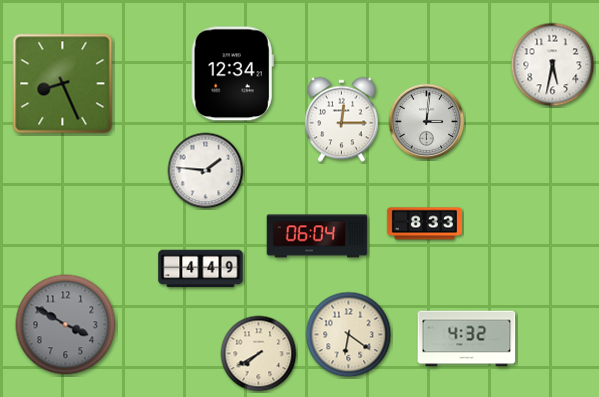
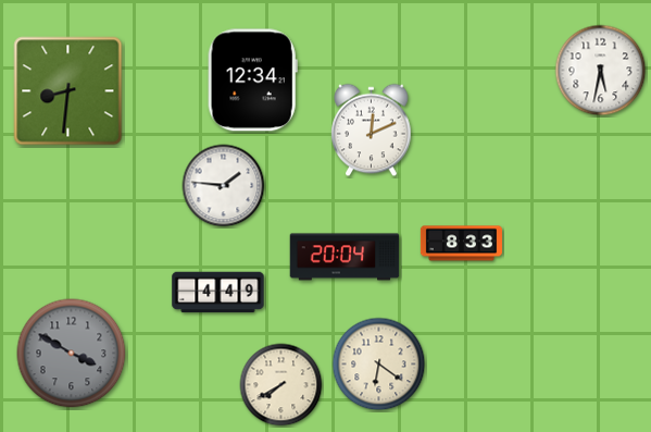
clock at (63, 84): 8:26 -> 8:31
clock at (342, 120): 12:15 -> 12:11
clock at (427, 122): 3:01 -> none
clock at (317, 236): 06:04 -> 20:04
clock at (467, 339): 4:32 -> none
